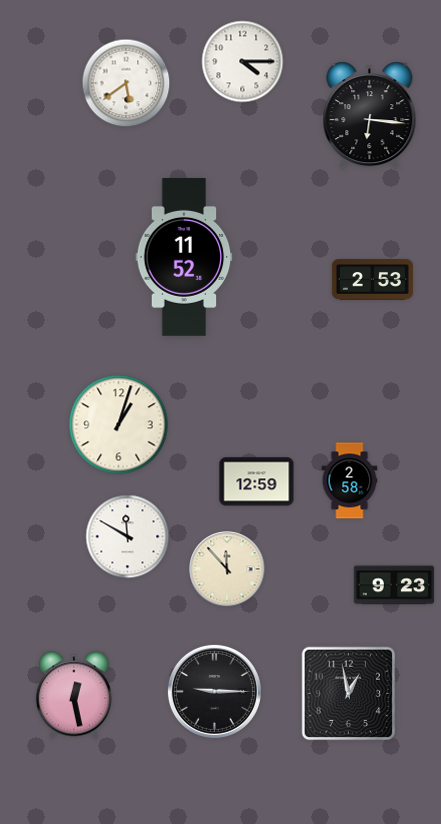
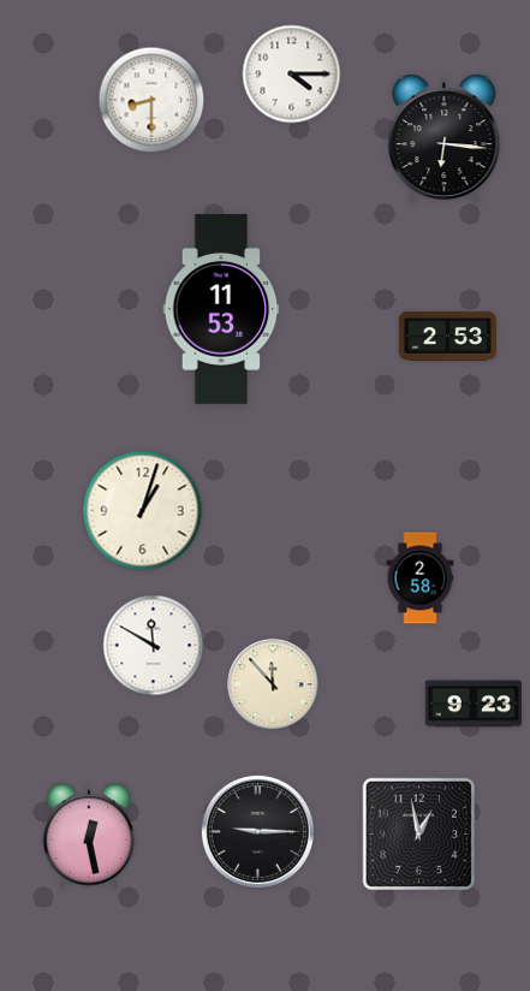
clock at (126, 83): 5:39 -> 8:30
clock at (184, 258): 11:52 -> 11:53
clock at (257, 482): 12:59 -> none
